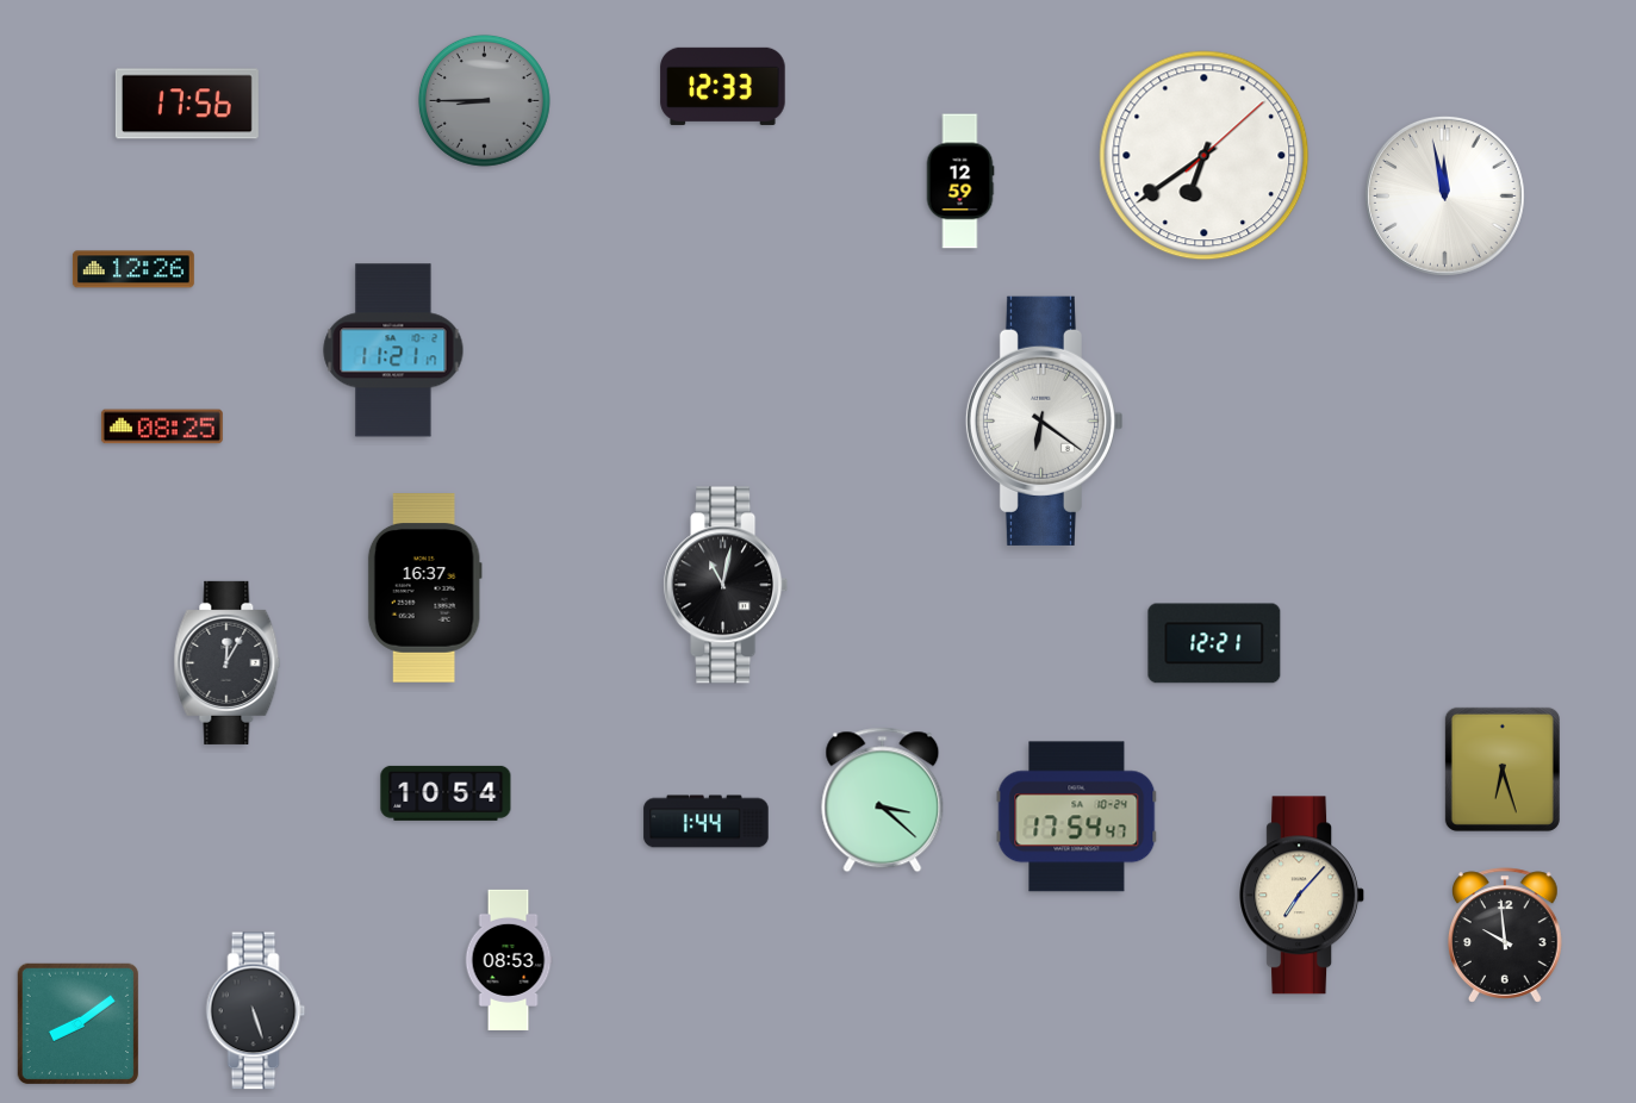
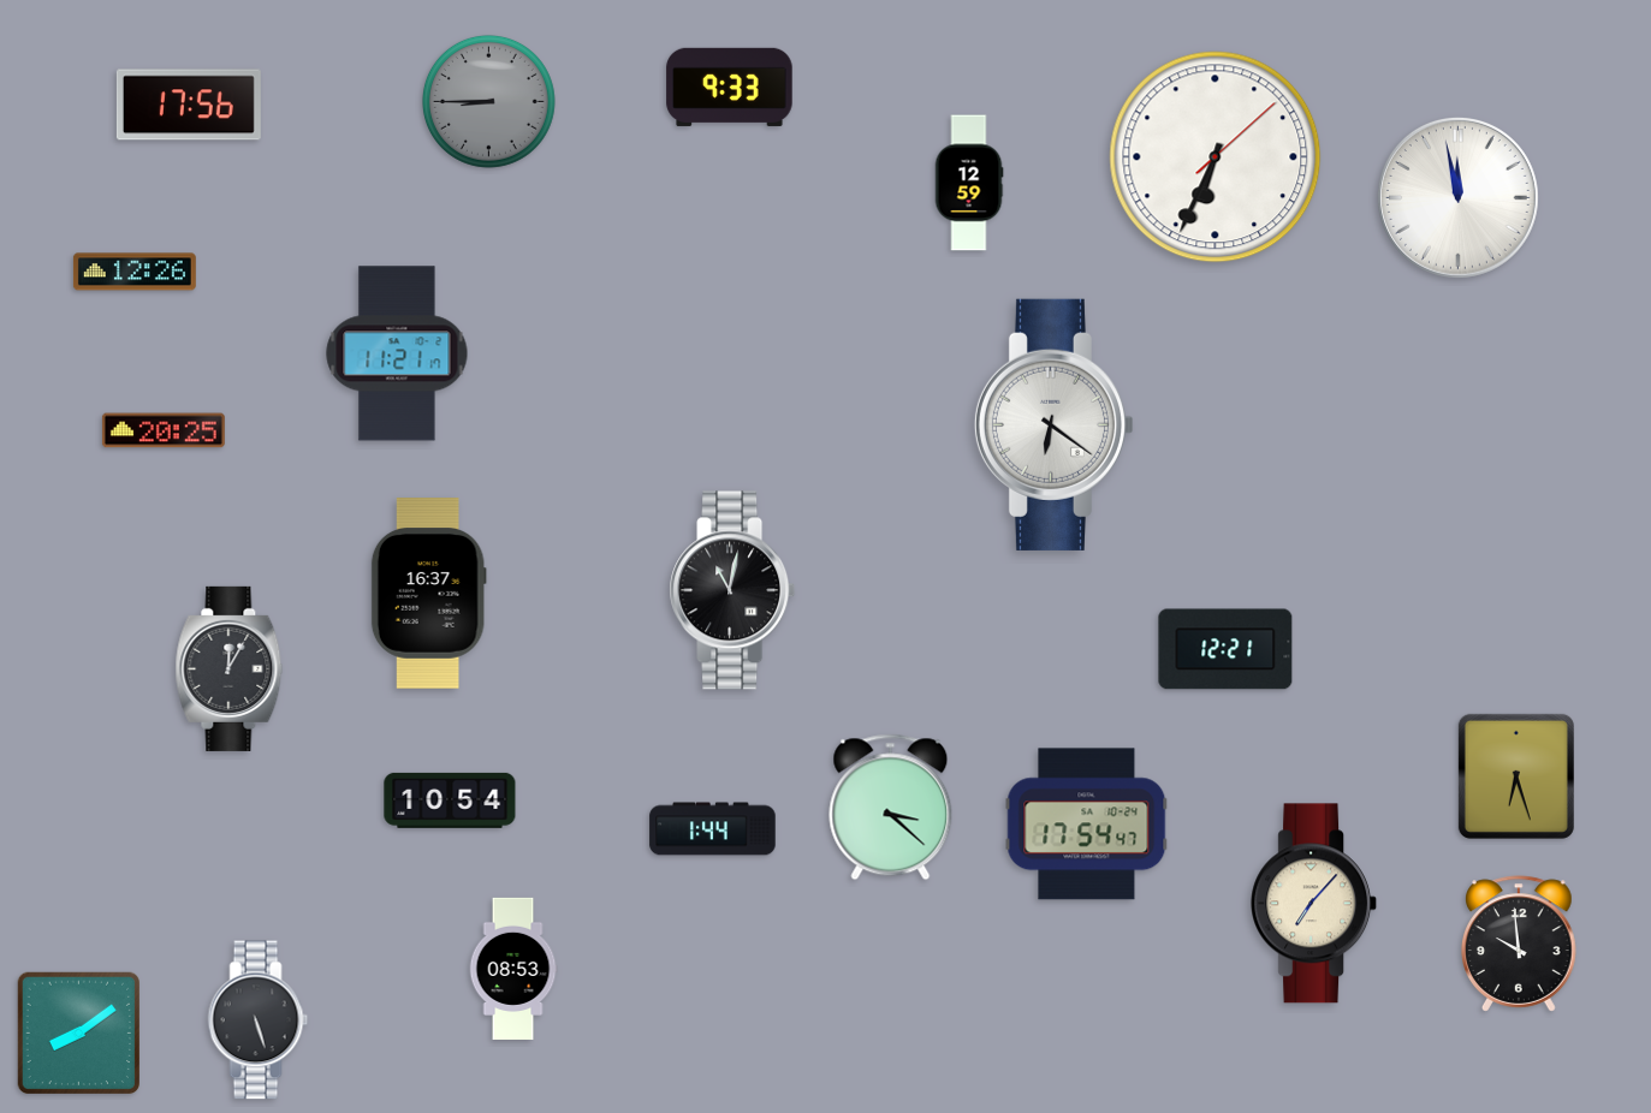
clock at (723, 86): 12:33 -> 9:33
clock at (1205, 156): 6:39 -> 6:34
clock at (162, 426): 08:25 -> 20:25
